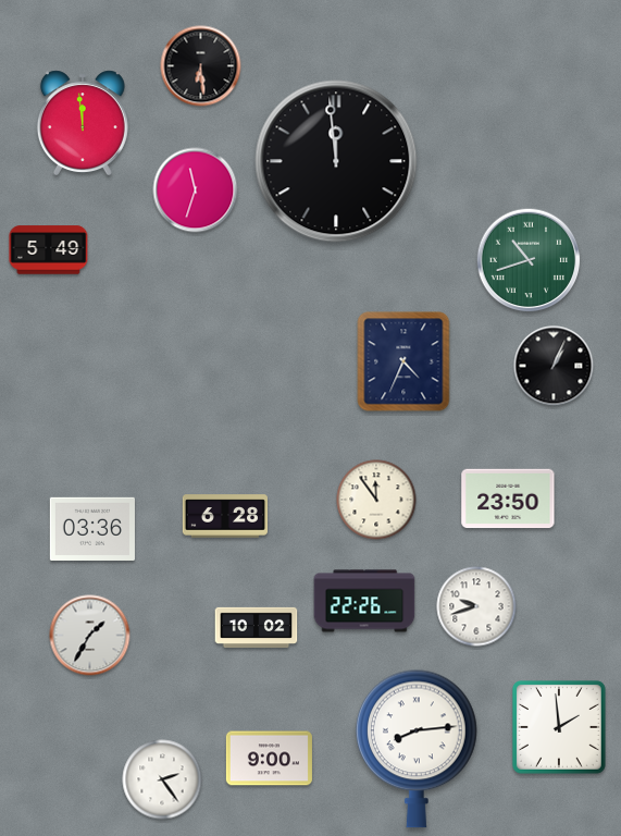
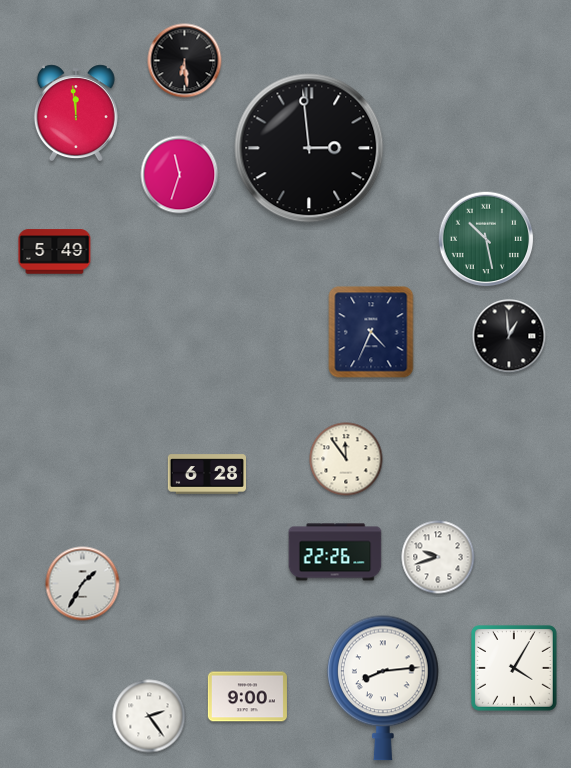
clock at (336, 161): 11:59 -> 2:59
clock at (49, 250) position: (49, 250) -> (55, 252)
clock at (529, 260): 10:42 -> 10:28
clock at (554, 366): 1:04 -> 12:59
clock at (508, 499): 23:50 -> none
clock at (92, 528): 03:36 -> none
clock at (257, 627): 10:02 -> none
clock at (559, 727): 1:59 -> 4:05
